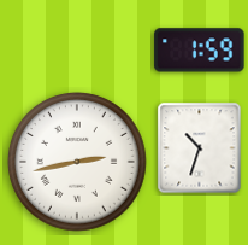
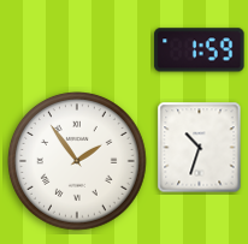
clock at (78, 163): 2:43 -> 1:54
